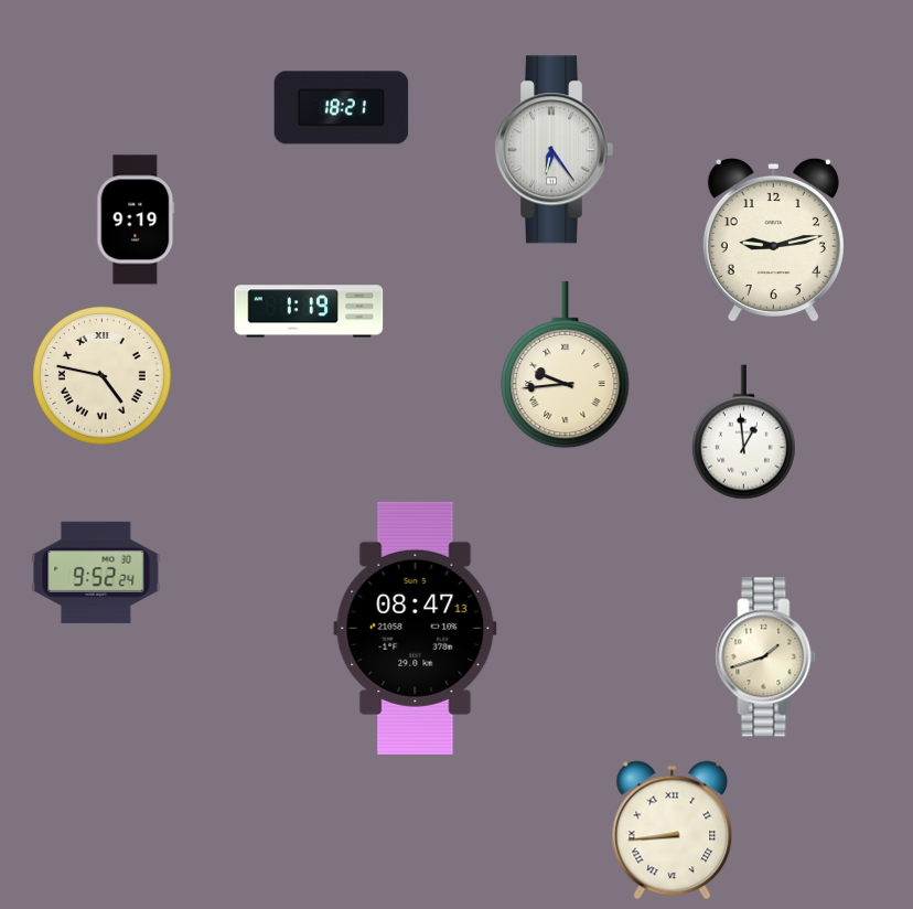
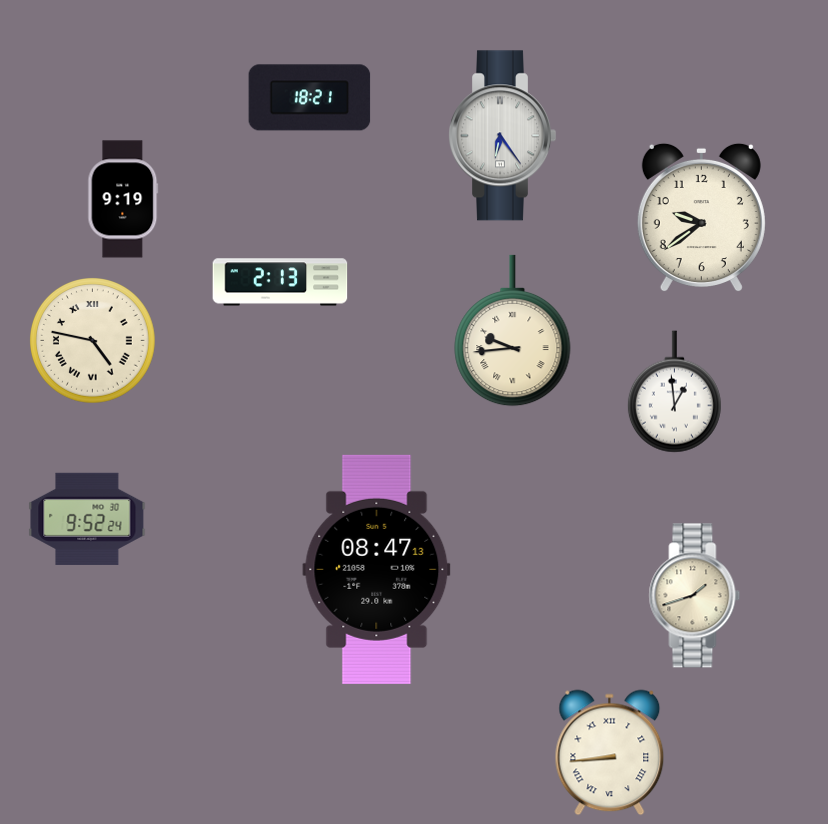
clock at (773, 240): 9:13 -> 9:39
clock at (309, 311): 1:19 -> 2:13
